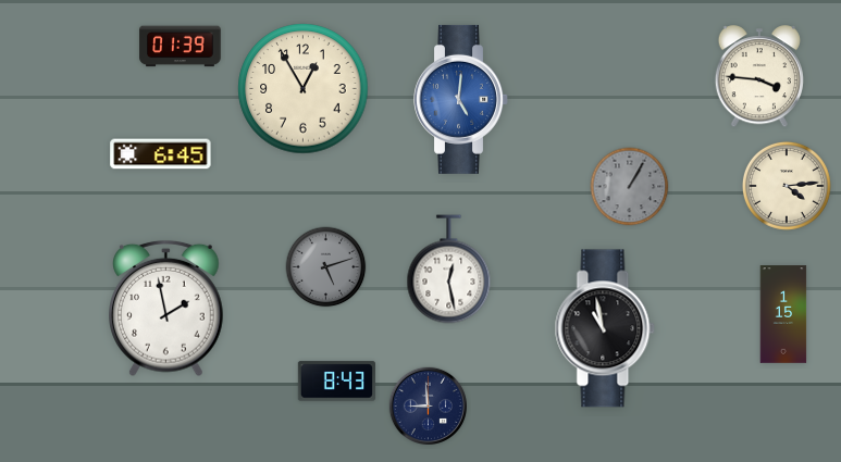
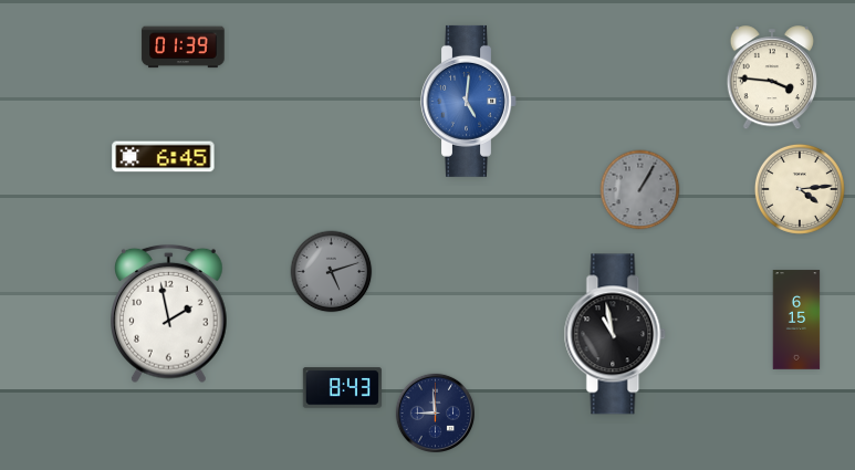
clock at (304, 89): 12:55 -> none
clock at (449, 270): 12:28 -> none
clock at (783, 314): 1:15 -> 6:15
